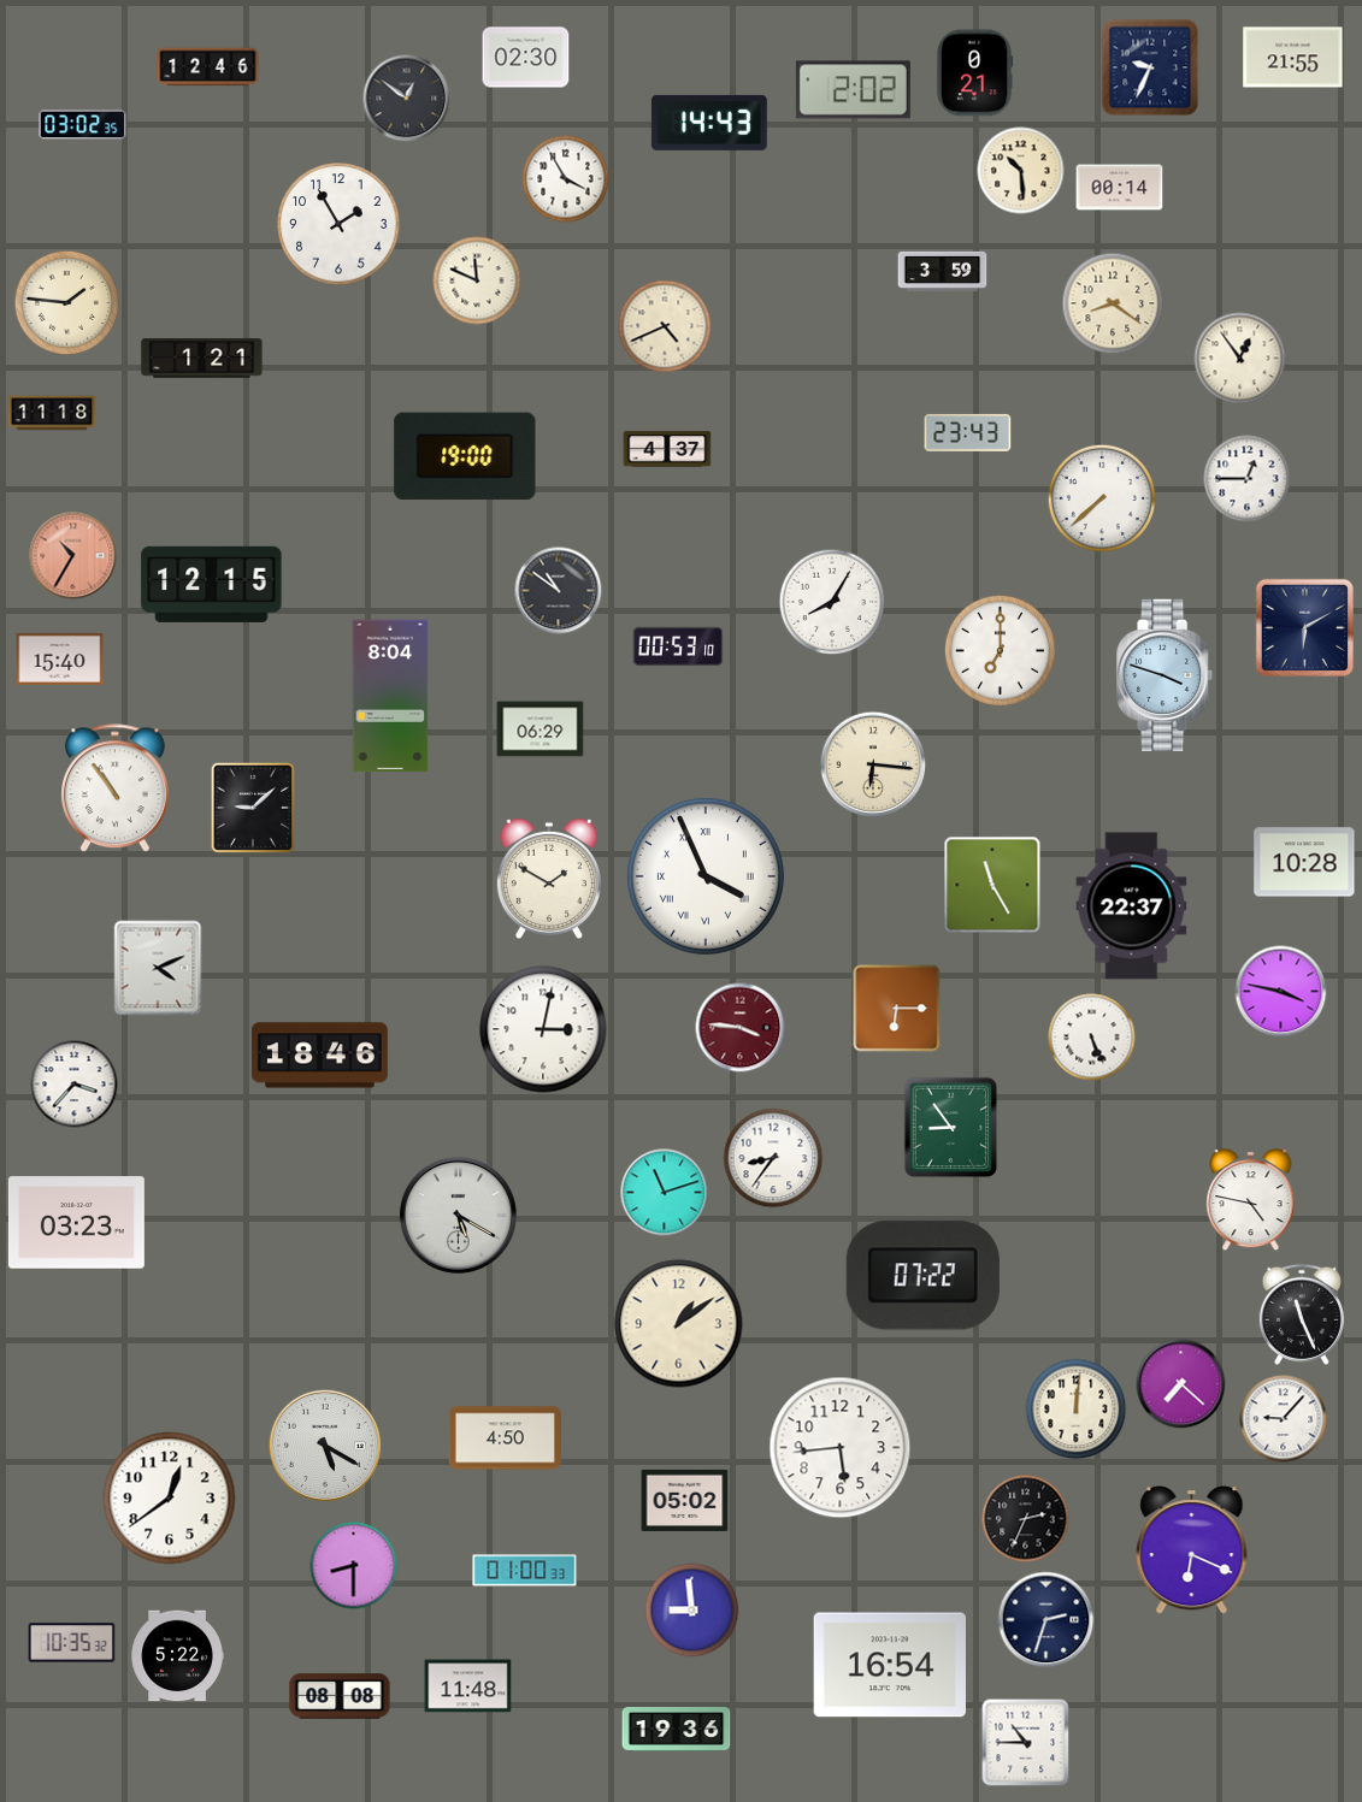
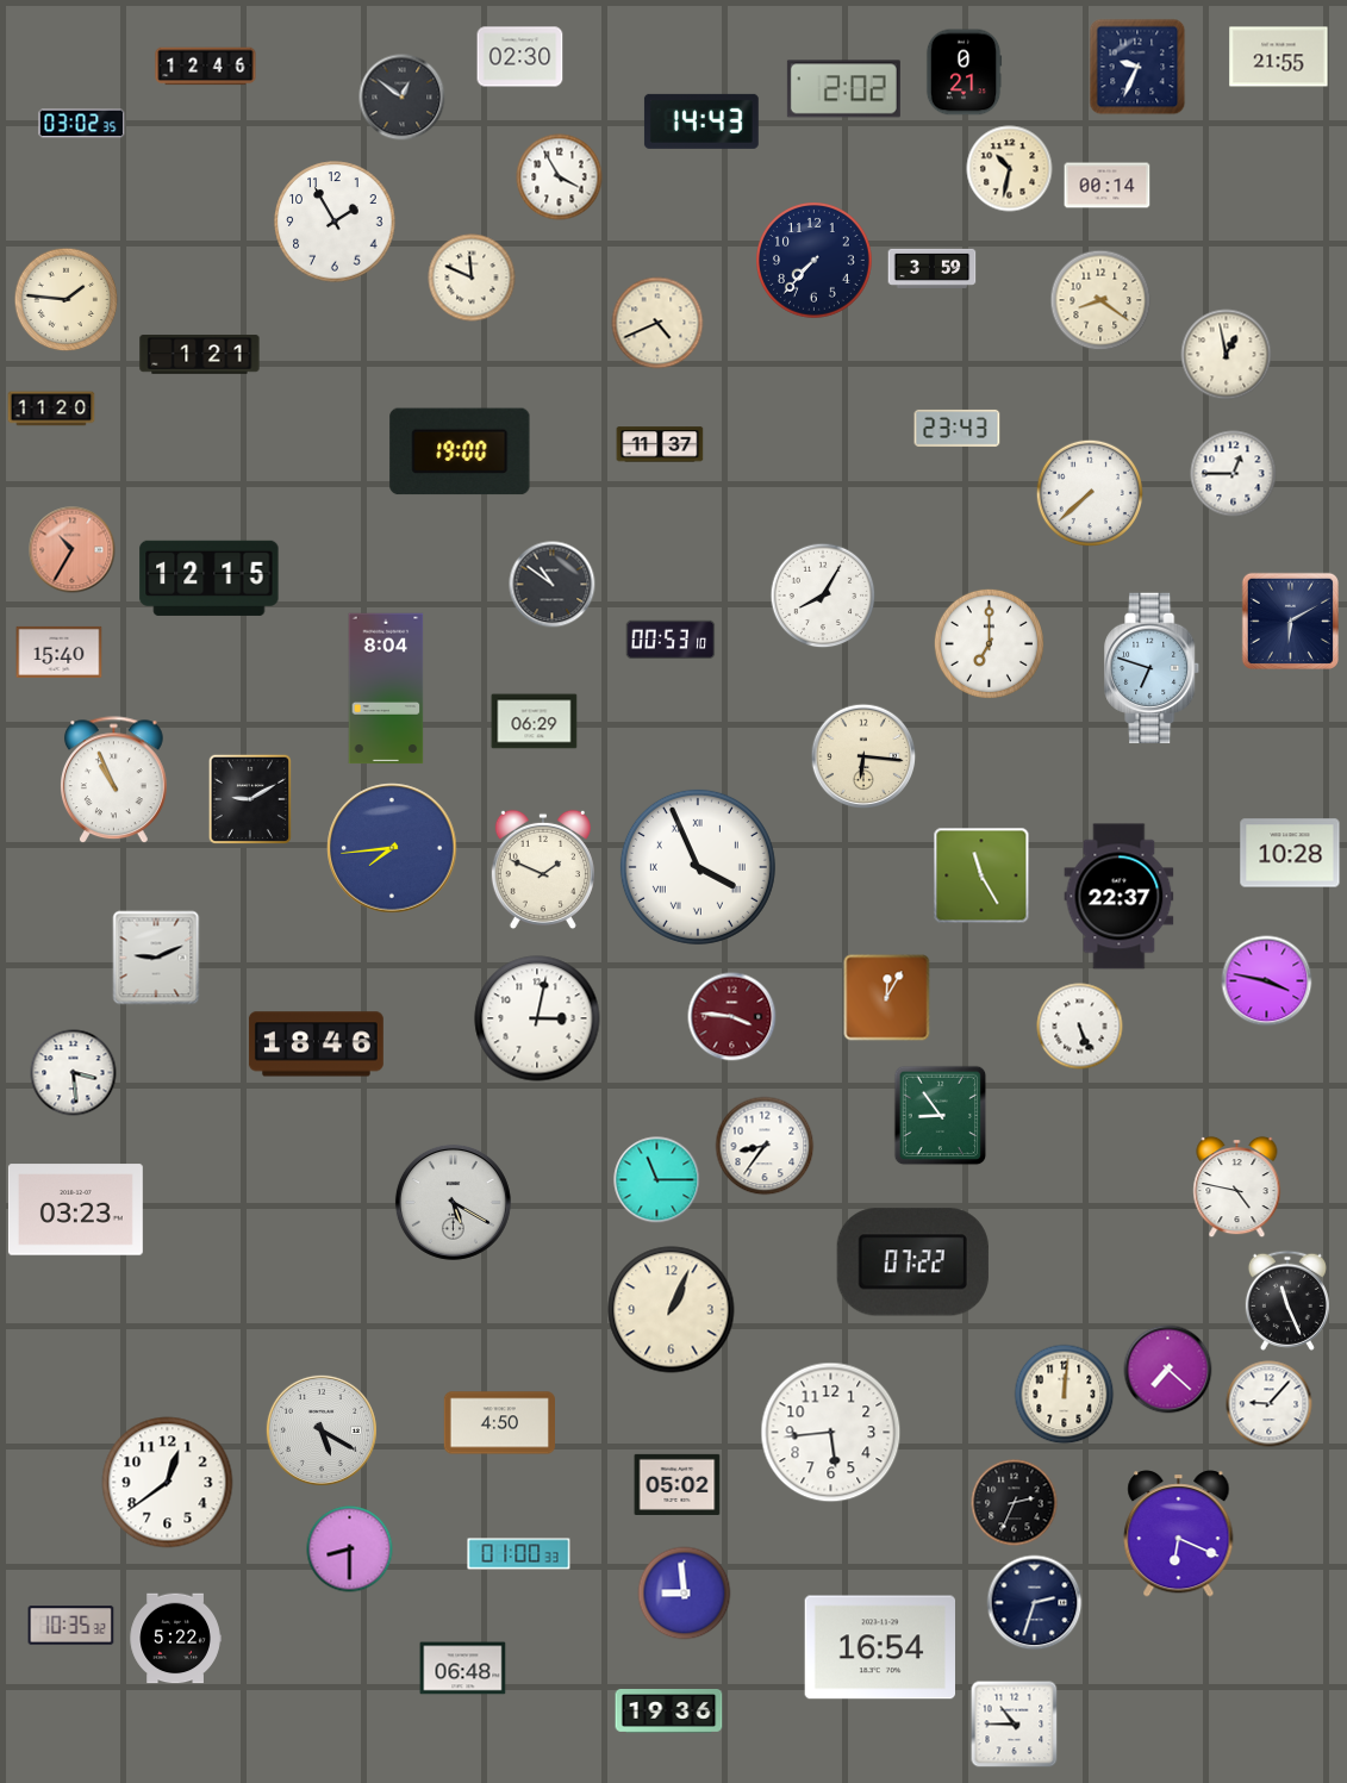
clock at (1021, 171): 10:29 -> 10:32
clock at (815, 261): none -> 7:37
clock at (1240, 359): 12:54 -> 12:58
clock at (52, 413): 11:18 -> 11:20
clock at (667, 449): 4:37 -> 11:37
clock at (1166, 675): 3:48 -> 6:48
clock at (116, 788): 10:54 -> 10:56
clock at (252, 807): 9:08 -> 9:10
clock at (392, 848): none -> 7:44
clock at (549, 879): 1:50 -> 1:49
clock at (158, 968): 4:11 -> 9:11
clock at (897, 1009): 6:15 -> 12:05
clock at (75, 1085): 3:37 -> 3:29
clock at (665, 1193): 11:12 -> 11:15
clock at (679, 1324): 1:09 -> 1:04
clock at (468, 1686): 11:48 -> 06:48
clock at (340, 1696): 08:08 -> none
